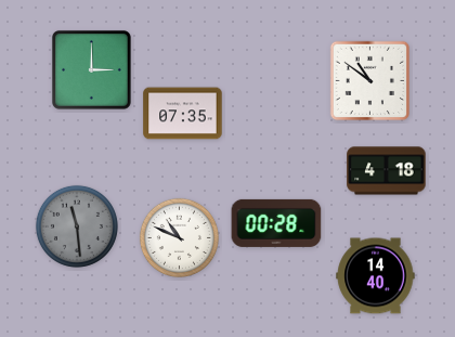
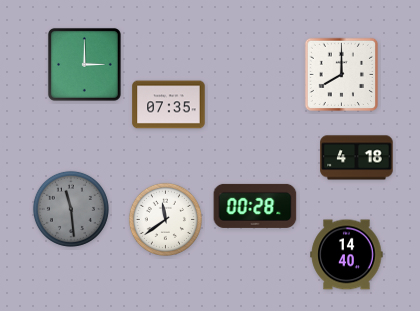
clock at (370, 81): 10:51 -> 8:00
clock at (179, 237): 10:49 -> 11:39
